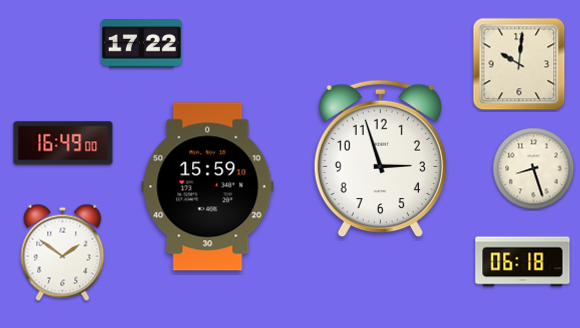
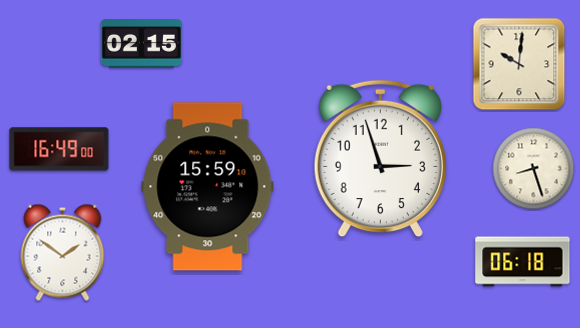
clock at (141, 44): 17:22 -> 02:15
clock at (63, 143) position: (63, 143) -> (59, 149)
